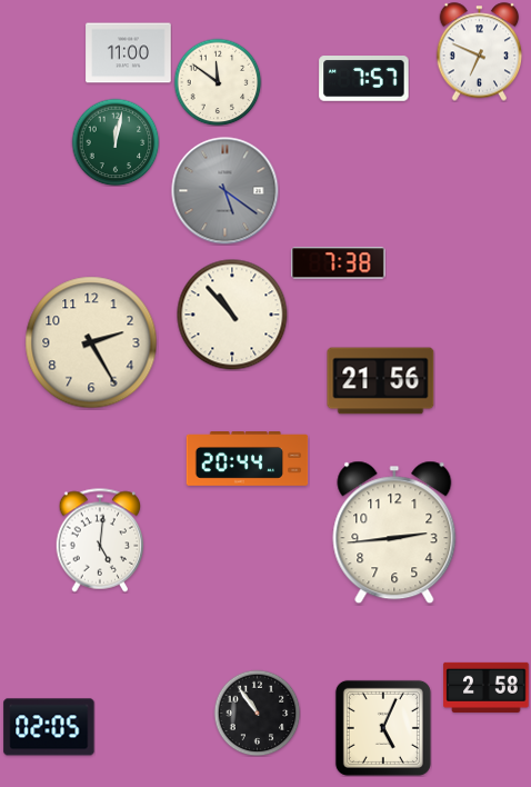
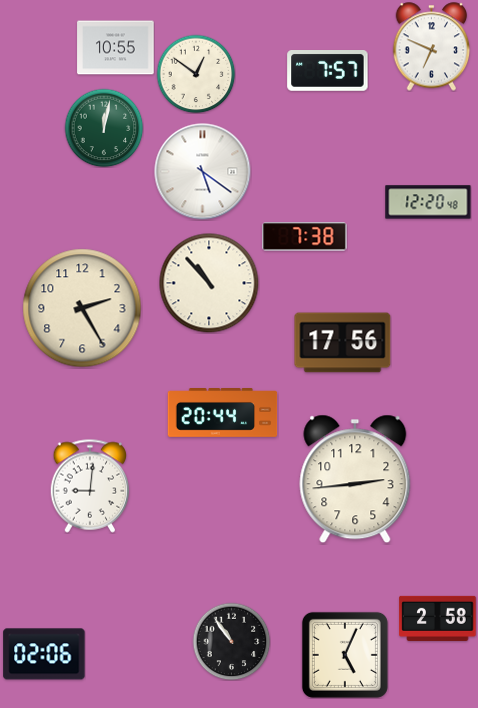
clock at (129, 53): 11:00 -> 10:55
clock at (218, 82): 11:51 -> 12:51
clock at (226, 191) dial: grey -> white
clock at (428, 202): none -> 12:20
clock at (381, 381): 21:56 -> 17:56
clock at (100, 540): 5:01 -> 9:01
clock at (49, 727): 02:05 -> 02:06
